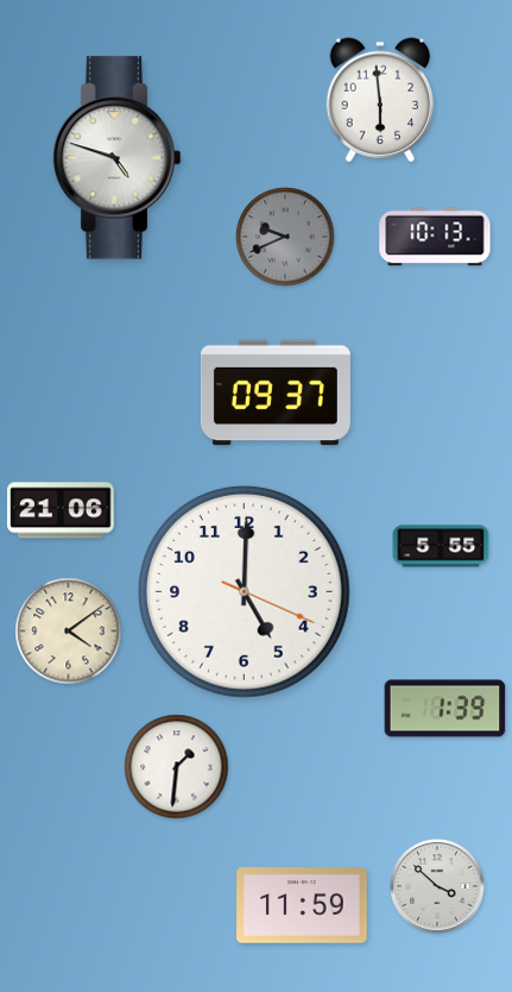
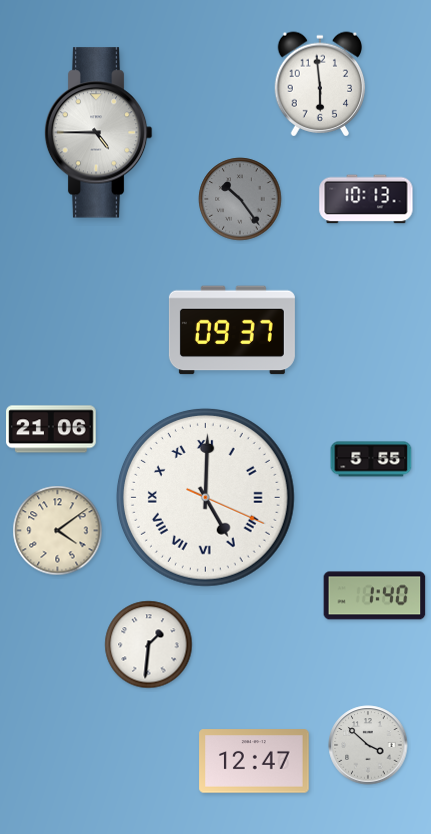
clock at (116, 158): 4:48 -> 4:45
clock at (285, 237): 9:41 -> 10:24
clock at (244, 591) numerals: Arabic -> Roman
clock at (445, 709): 1:39 -> 1:40
clock at (302, 905): 11:59 -> 12:47
